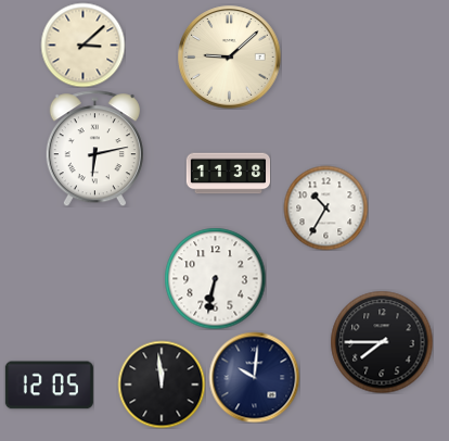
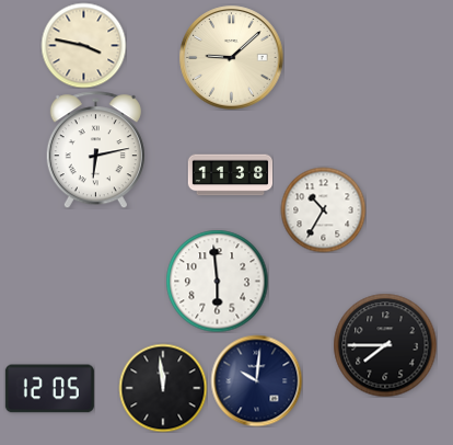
clock at (82, 45): 3:08 -> 3:47
clock at (325, 207) position: (325, 207) -> (323, 209)
clock at (215, 278): 6:32 -> 5:59
